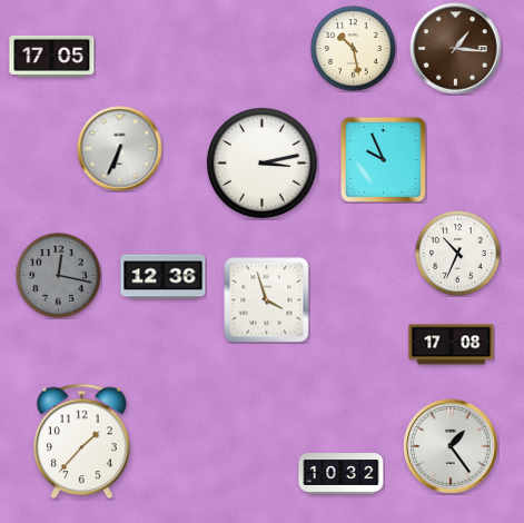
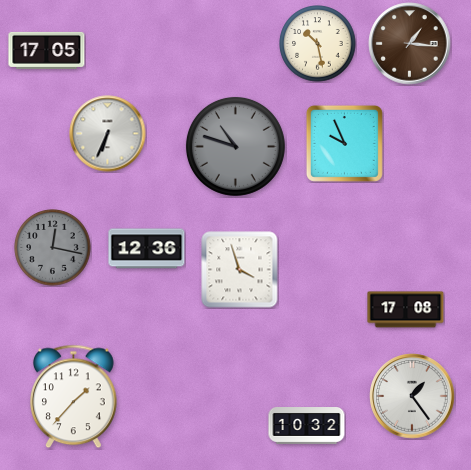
clock at (261, 162): 3:13 -> 10:48
clock at (261, 162) dial: white -> grey
clock at (458, 254): 10:34 -> none
clock at (451, 446) position: (451, 446) -> (412, 396)
